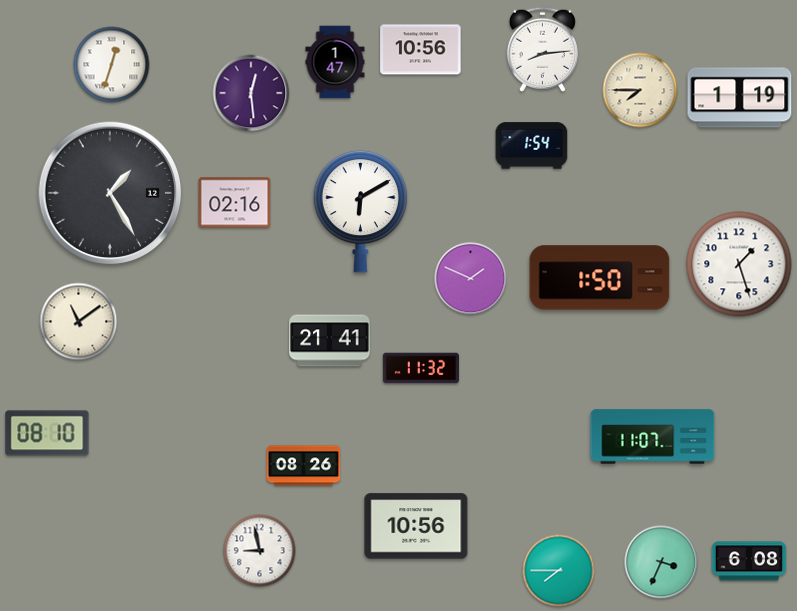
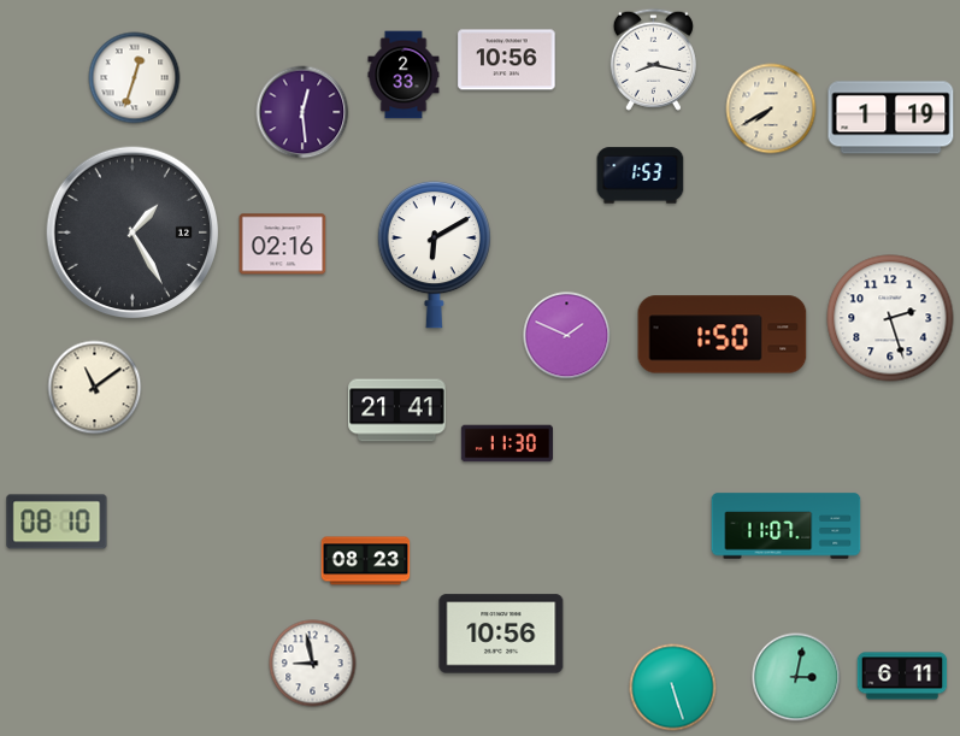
clock at (542, 49): 8:14 -> 8:17
clock at (335, 62): 1:47 -> 2:33
clock at (640, 90): 7:45 -> 7:40
clock at (532, 146): 1:54 -> 1:53
clock at (739, 264): 1:27 -> 2:27
clock at (421, 368): 11:32 -> 11:30
clock at (304, 466): 08:26 -> 08:23
clock at (749, 561): 6:08 -> 6:11
clock at (661, 562): 3:34 -> 3:02
clock at (559, 571): 7:45 -> 5:27
